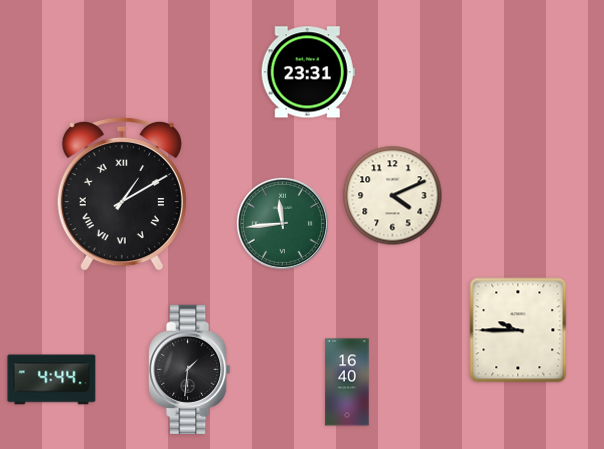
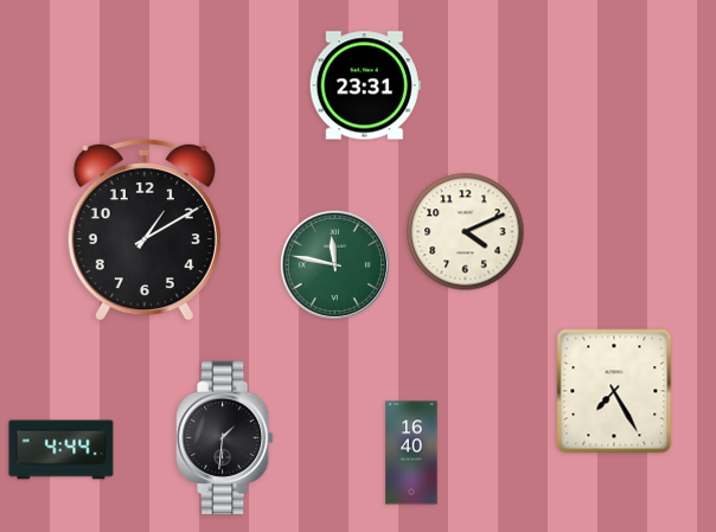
clock at (122, 194) numerals: Roman -> Arabic
clock at (282, 223): 11:44 -> 11:47
clock at (518, 330): 9:45 -> 7:25
